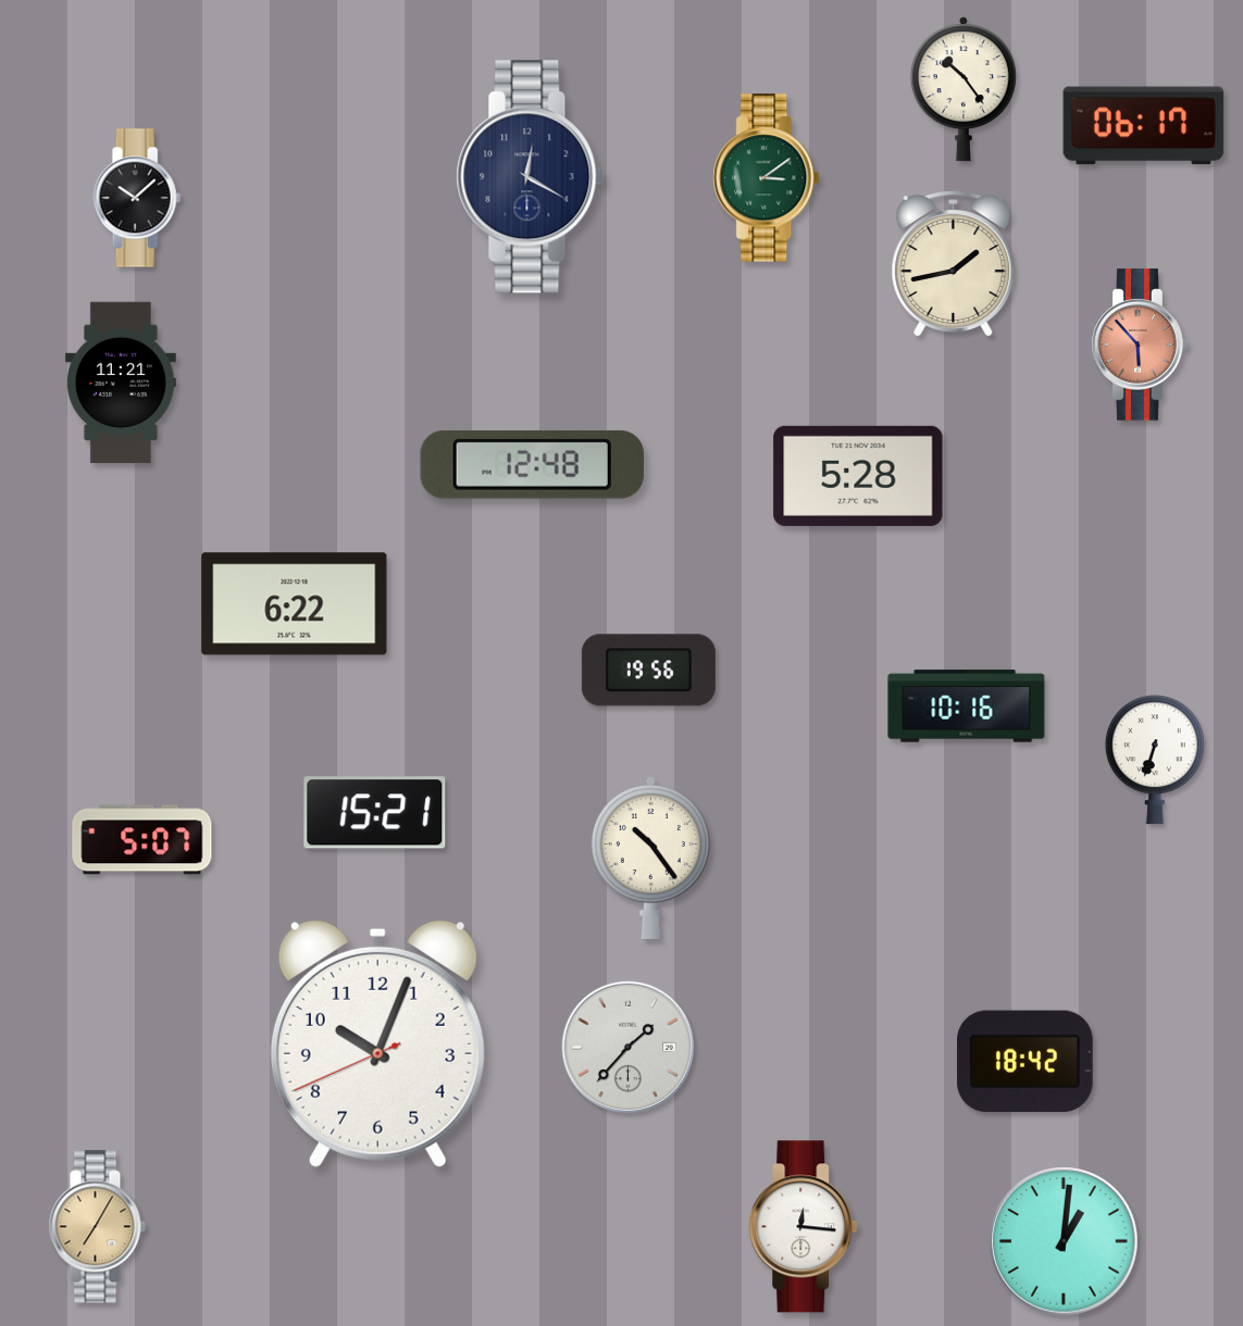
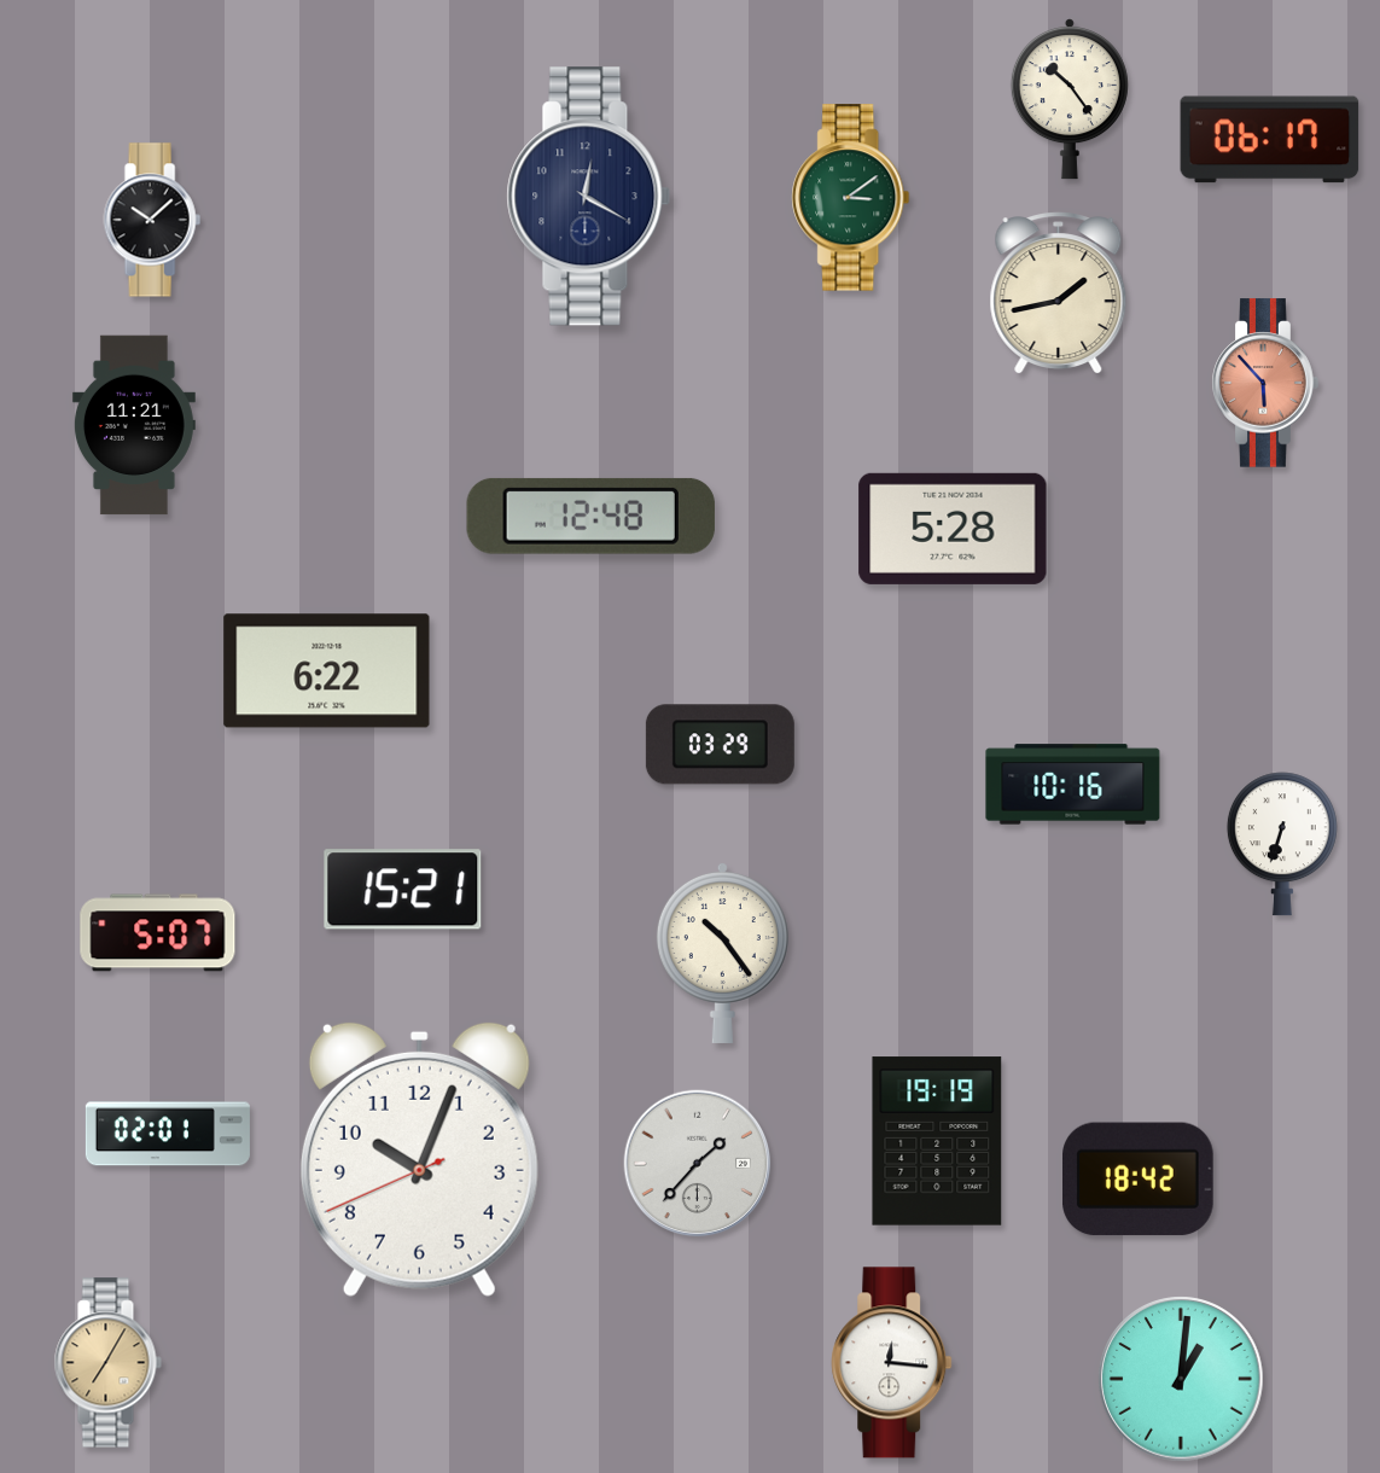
clock at (648, 671): 19:56 -> 03:29
clock at (375, 813) position: (375, 813) -> (403, 890)
clock at (168, 1134): none -> 02:01
clock at (937, 1141): none -> 19:19
